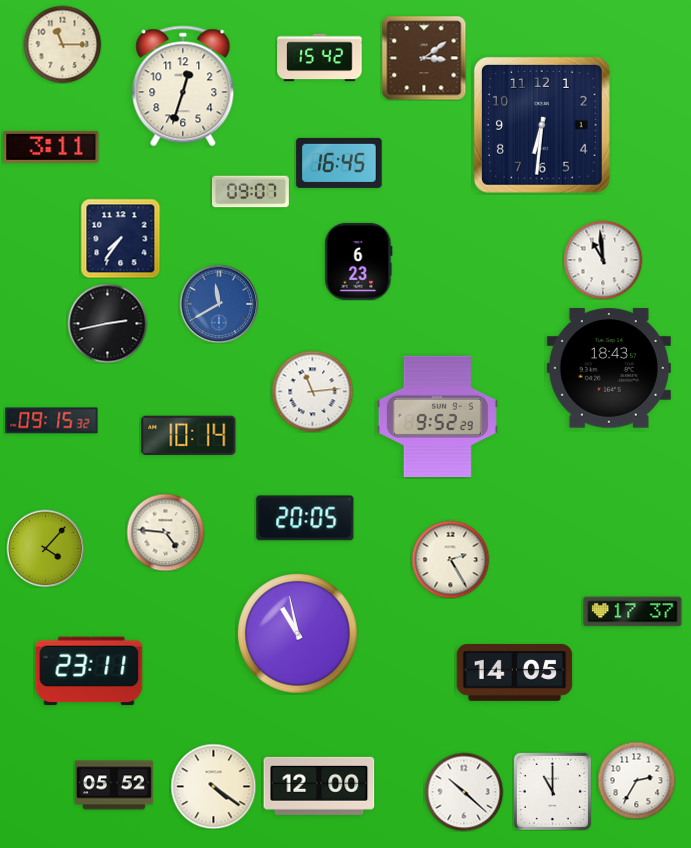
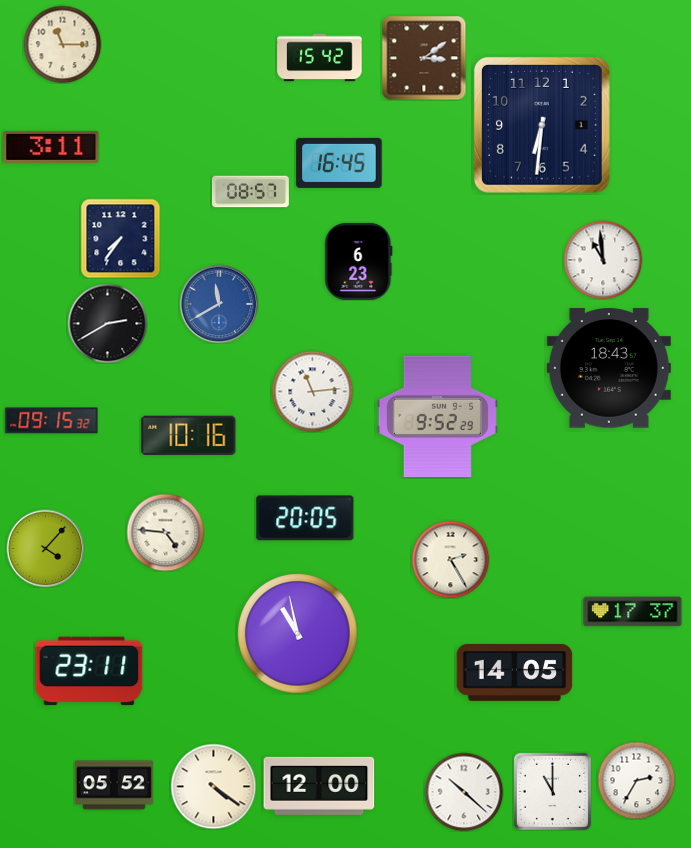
clock at (183, 86): 12:33 -> none
clock at (250, 192): 09:07 -> 08:57
clock at (107, 323): 2:43 -> 2:40
clock at (189, 435): 10:14 -> 10:16
